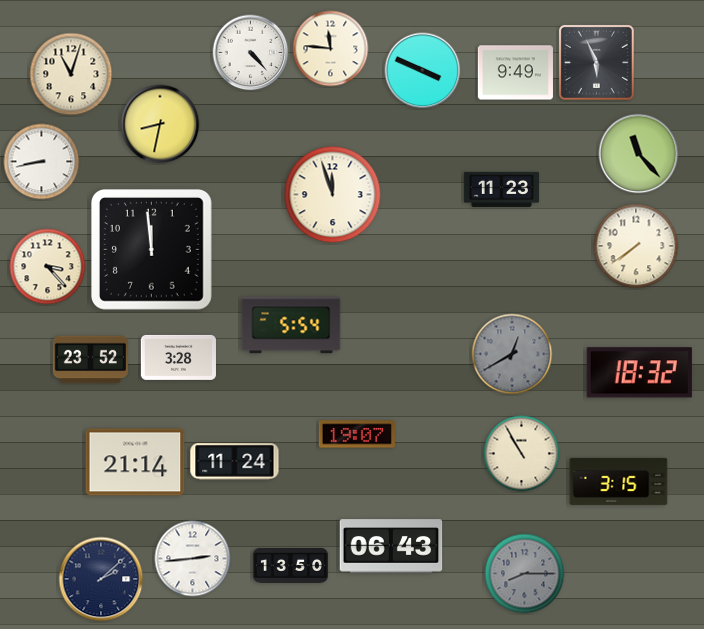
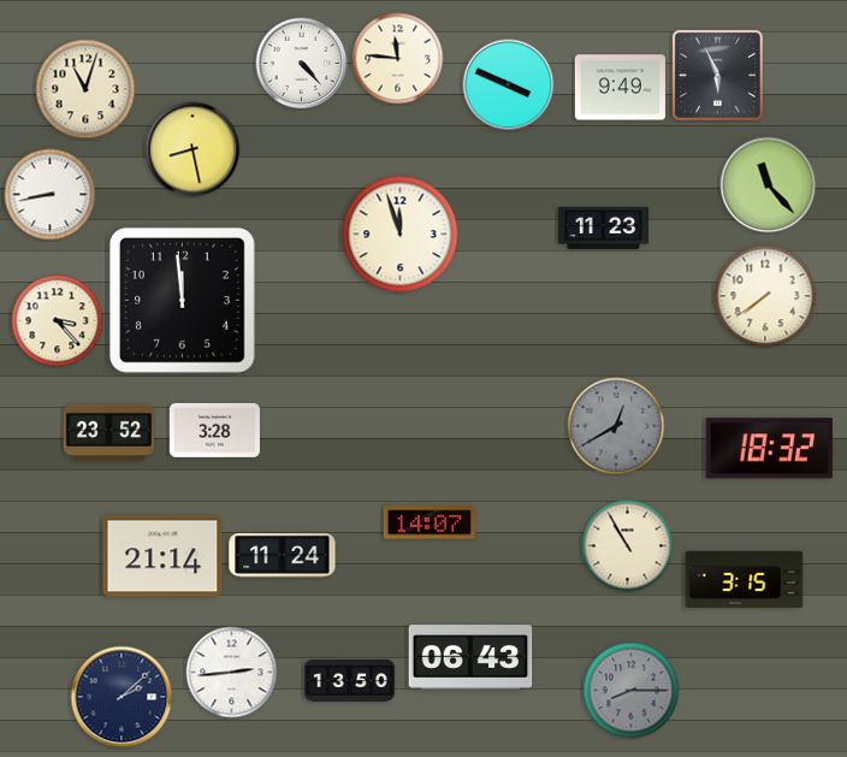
clock at (160, 124): 8:32 -> 8:28
clock at (291, 325): 5:54 -> none
clock at (357, 434): 19:07 -> 14:07
